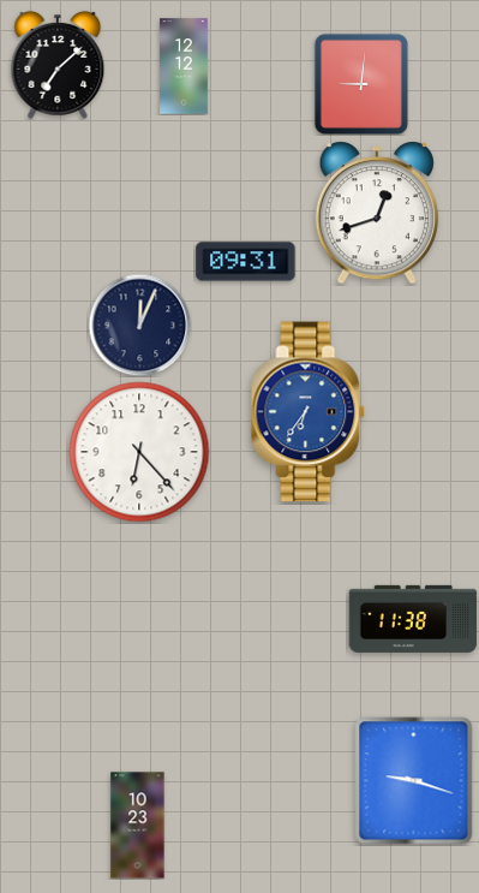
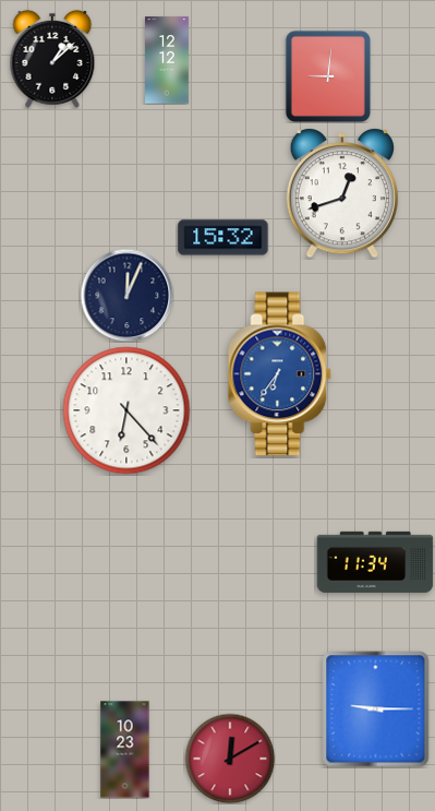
clock at (58, 65): 7:08 -> 1:08
clock at (246, 262): 09:31 -> 15:32
clock at (413, 619): 11:38 -> 11:34
clock at (414, 781): 9:18 -> 9:15
clock at (230, 759): none -> 12:10
